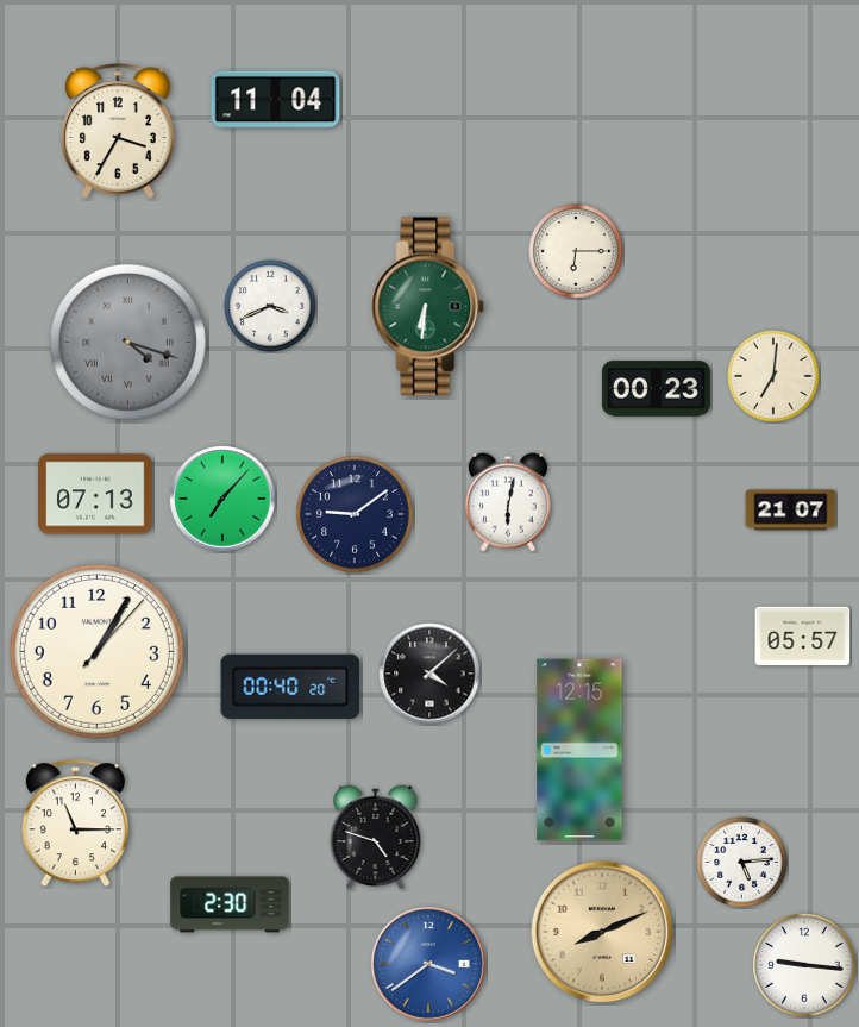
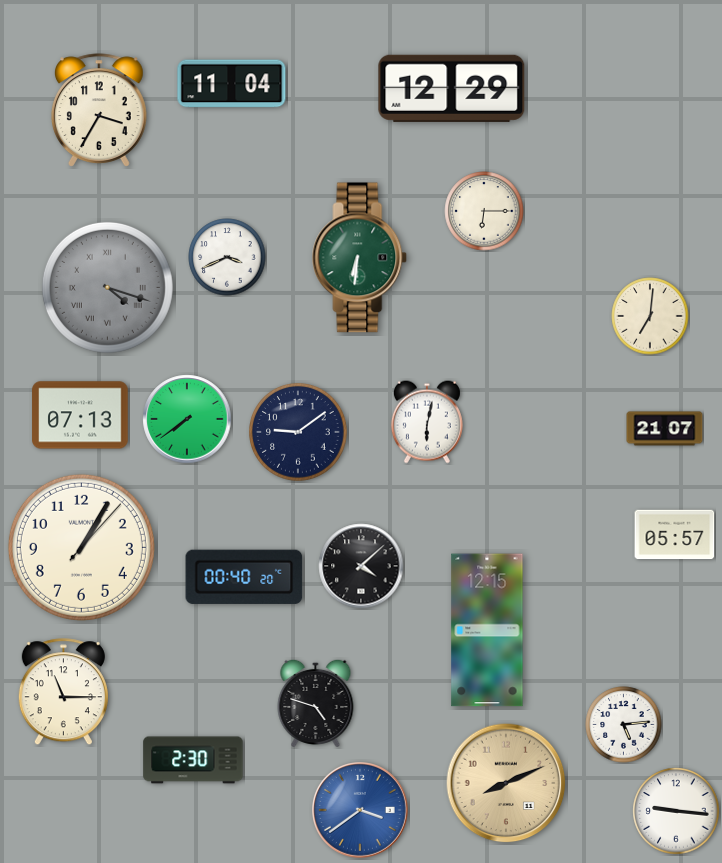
clock at (452, 88): none -> 12:29
clock at (656, 389): 00:23 -> none
clock at (222, 499): 7:07 -> 7:39
